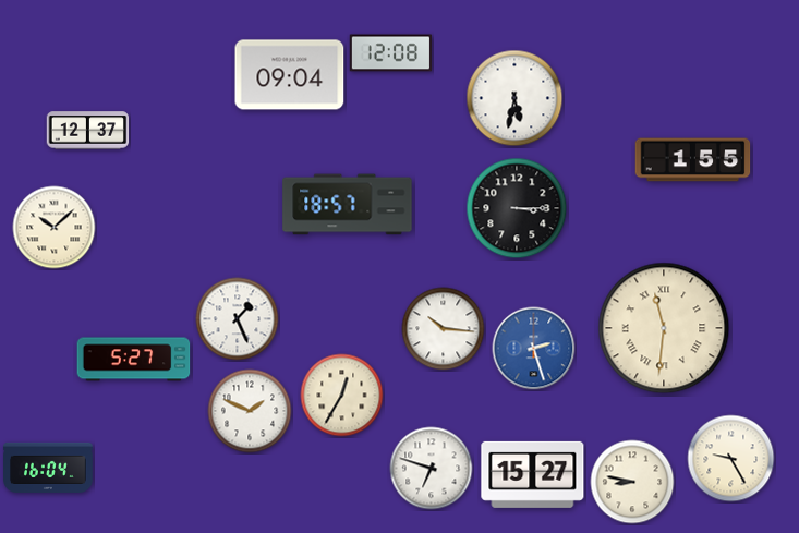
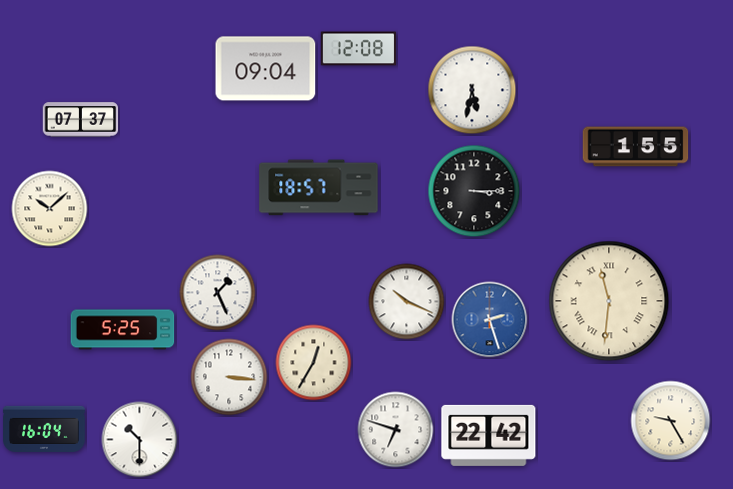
clock at (88, 131): 12:37 -> 07:37
clock at (444, 329): 10:16 -> 10:19
clock at (134, 360): 5:27 -> 5:25
clock at (250, 411): 1:49 -> 3:16
clock at (533, 474): 15:27 -> 22:42
clock at (140, 440): none -> 10:30
clock at (632, 482): 8:47 -> none
